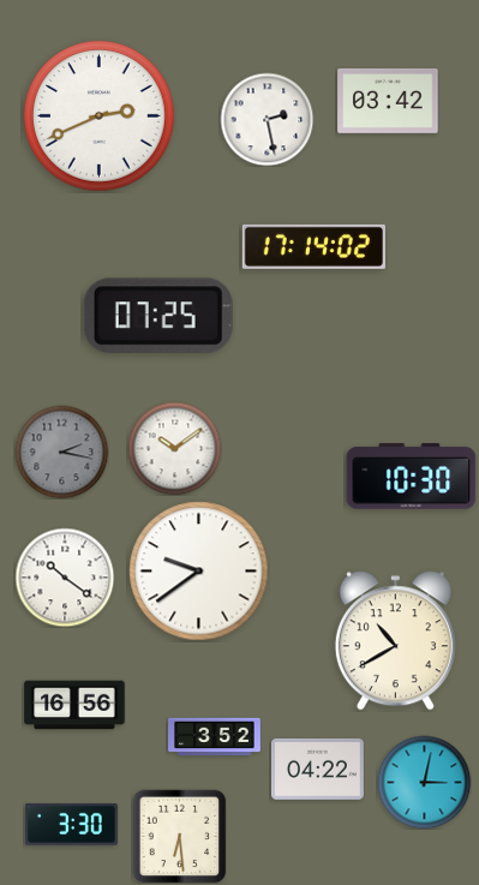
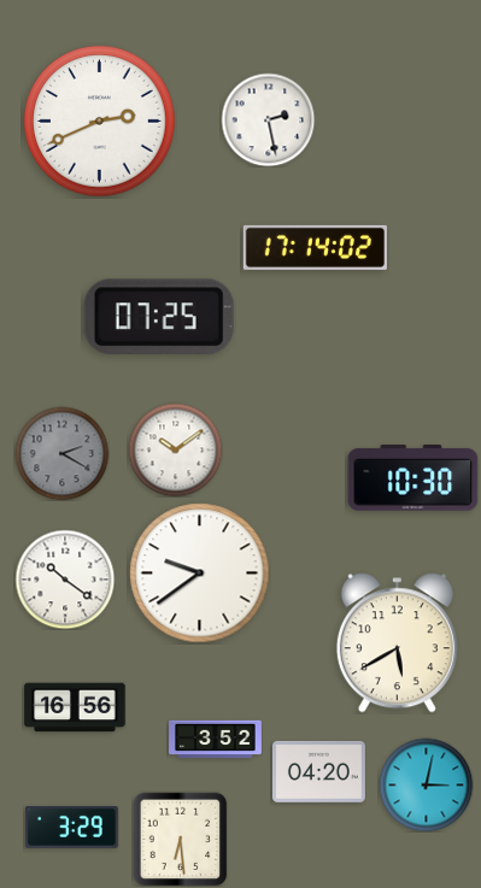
clock at (388, 101): 03:42 -> none
clock at (100, 116) position: (100, 116) -> (100, 122)
clock at (61, 452): 2:17 -> 2:20
clock at (395, 641): 10:40 -> 5:40
clock at (317, 769): 04:22 -> 04:20
clock at (71, 825): 3:30 -> 3:29
